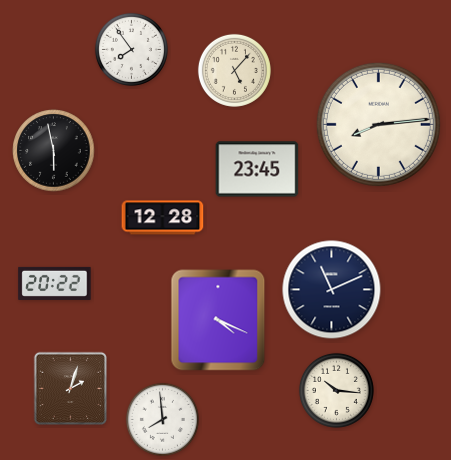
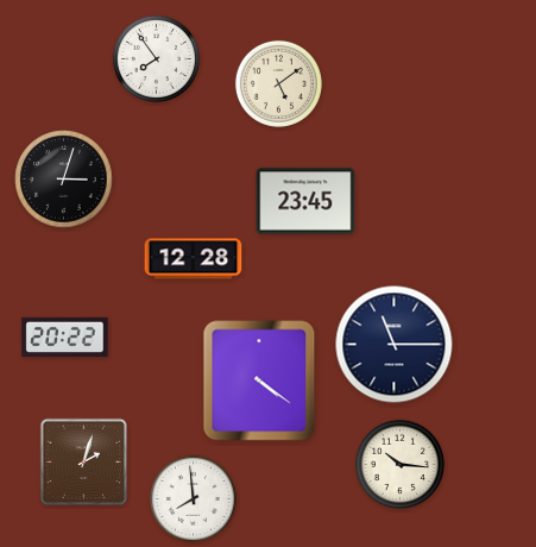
clock at (234, 70): 5:07 -> 5:09
clock at (378, 124): 8:14 -> none
clock at (54, 151): 5:58 -> 3:03
clock at (332, 290): 11:11 -> 11:15
clock at (218, 320): 4:19 -> 4:21
